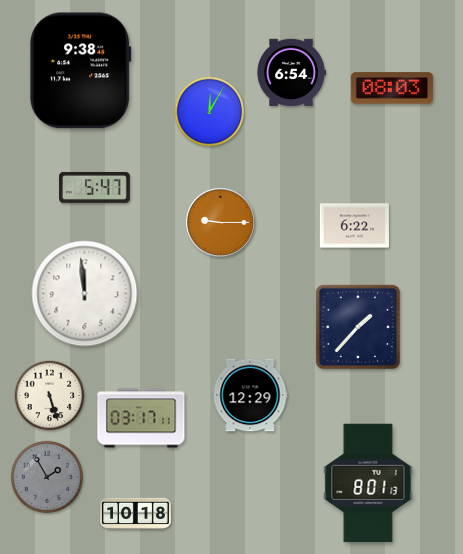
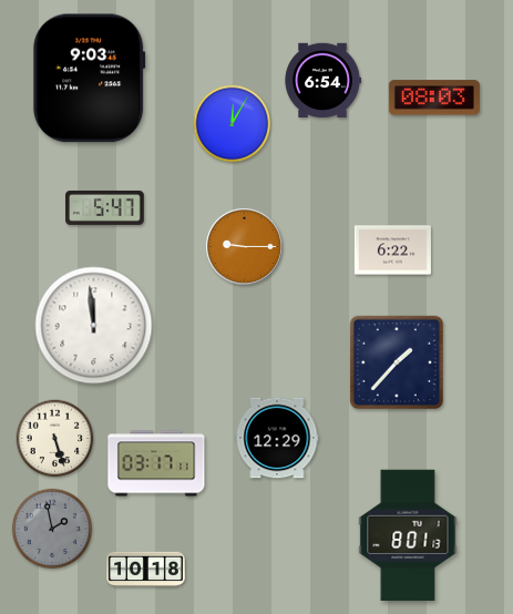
clock at (81, 71): 9:38 -> 9:03
clock at (47, 477): 1:55 -> 1:58
clock at (136, 514) position: (136, 514) -> (146, 570)
